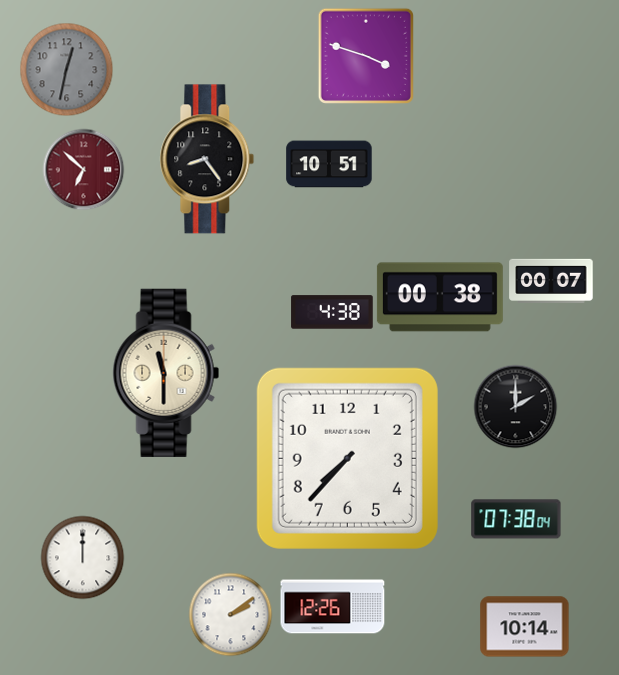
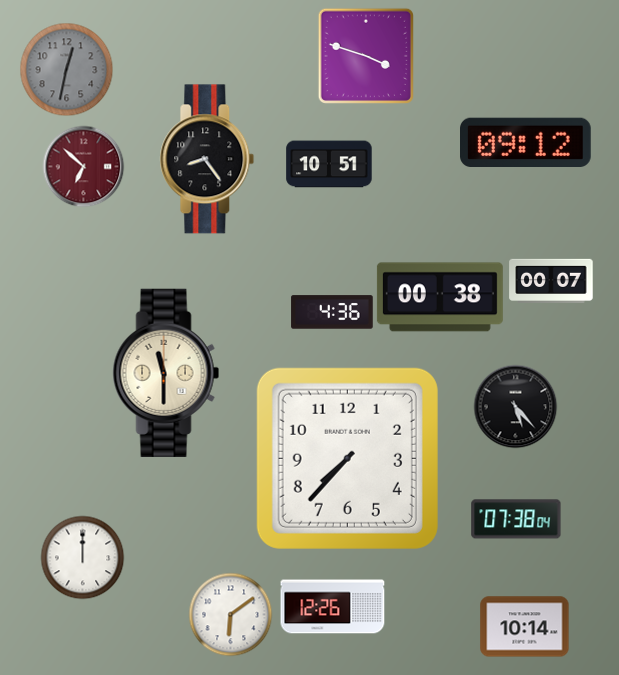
clock at (526, 143): none -> 09:12
clock at (83, 169) position: (83, 169) -> (83, 166)
clock at (332, 312): 4:38 -> 4:36
clock at (515, 406): 2:00 -> 5:23
clock at (230, 614): 2:09 -> 6:09
